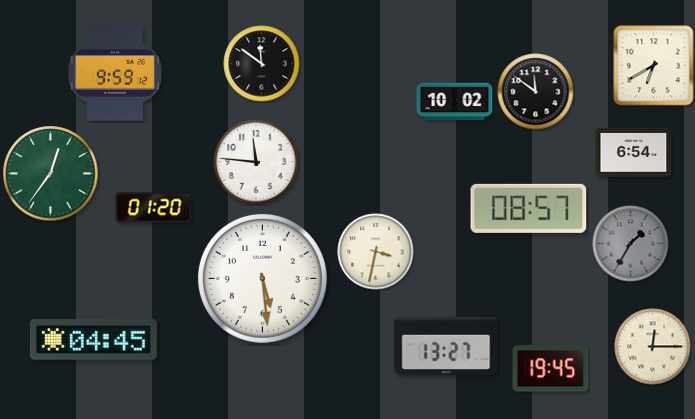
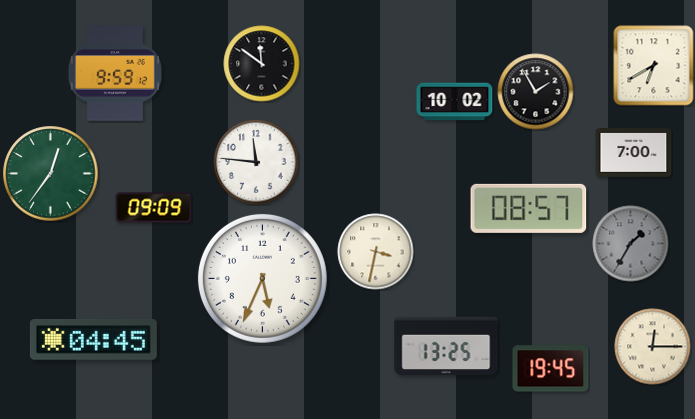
clock at (536, 92): 11:51 -> 1:55
clock at (634, 153): 6:54 -> 7:00
clock at (154, 208): 01:20 -> 09:09
clock at (262, 278): 5:29 -> 5:34
clock at (446, 346): 13:27 -> 13:25
